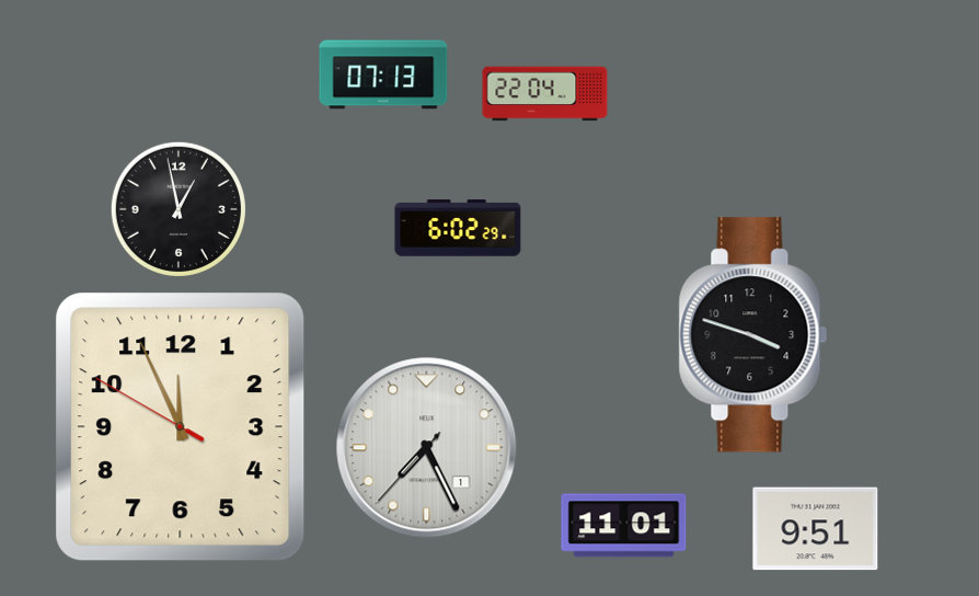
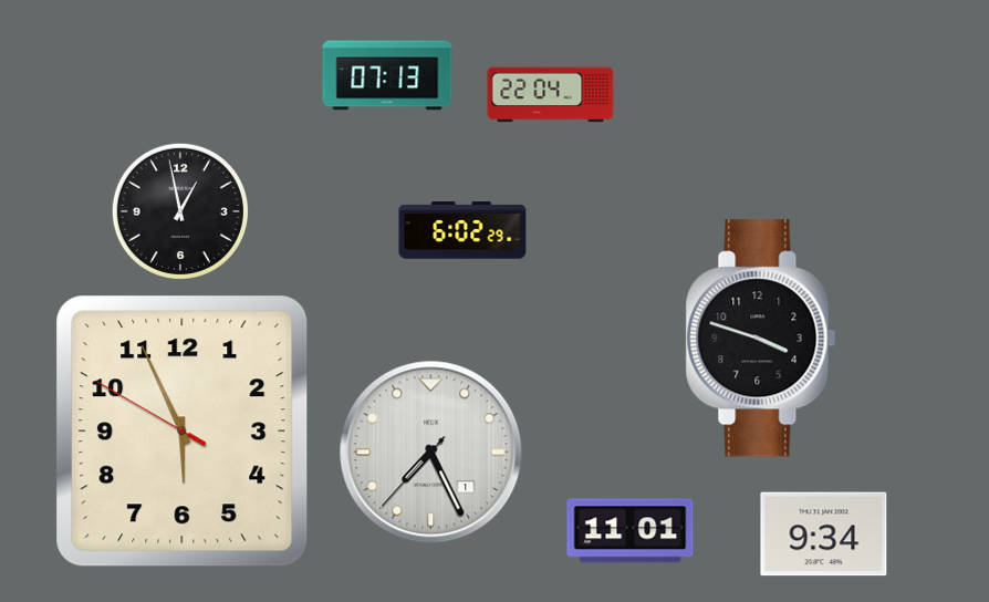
clock at (181, 427): 11:55 -> 5:55
clock at (816, 529): 9:51 -> 9:34
